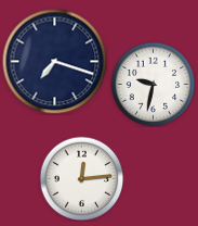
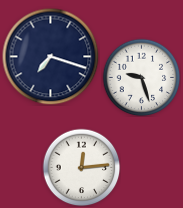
clock at (153, 84): 9:32 -> 9:27
clock at (81, 178) position: (81, 178) -> (81, 167)
